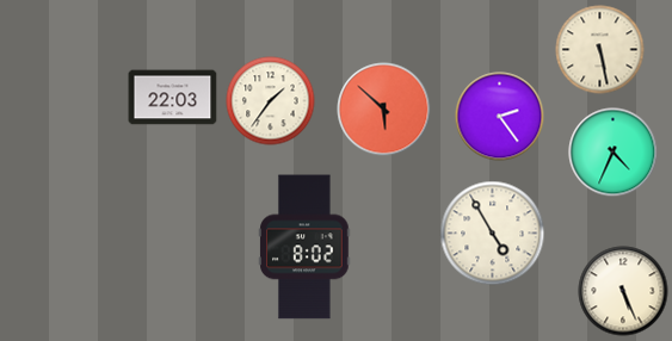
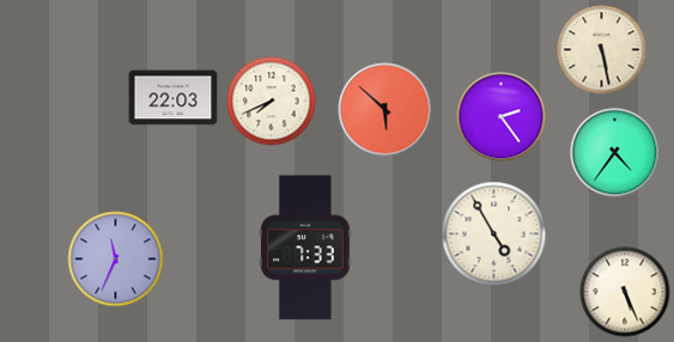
clock at (271, 101): 1:36 -> 7:41
clock at (614, 153): 4:34 -> 4:36
clock at (304, 247): 8:02 -> 7:33
clock at (116, 259): none -> 11:34
